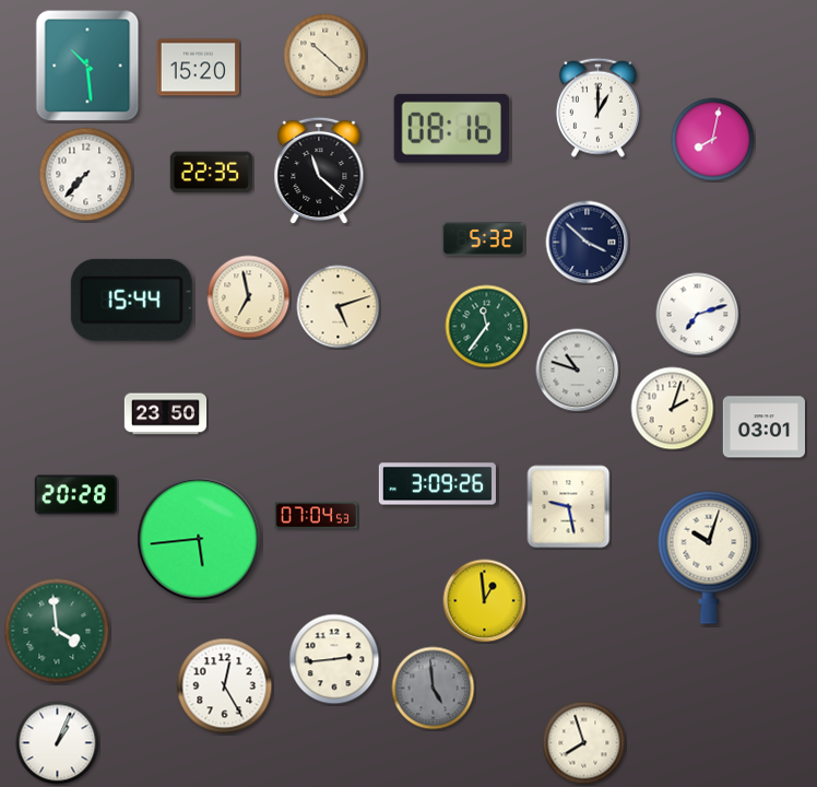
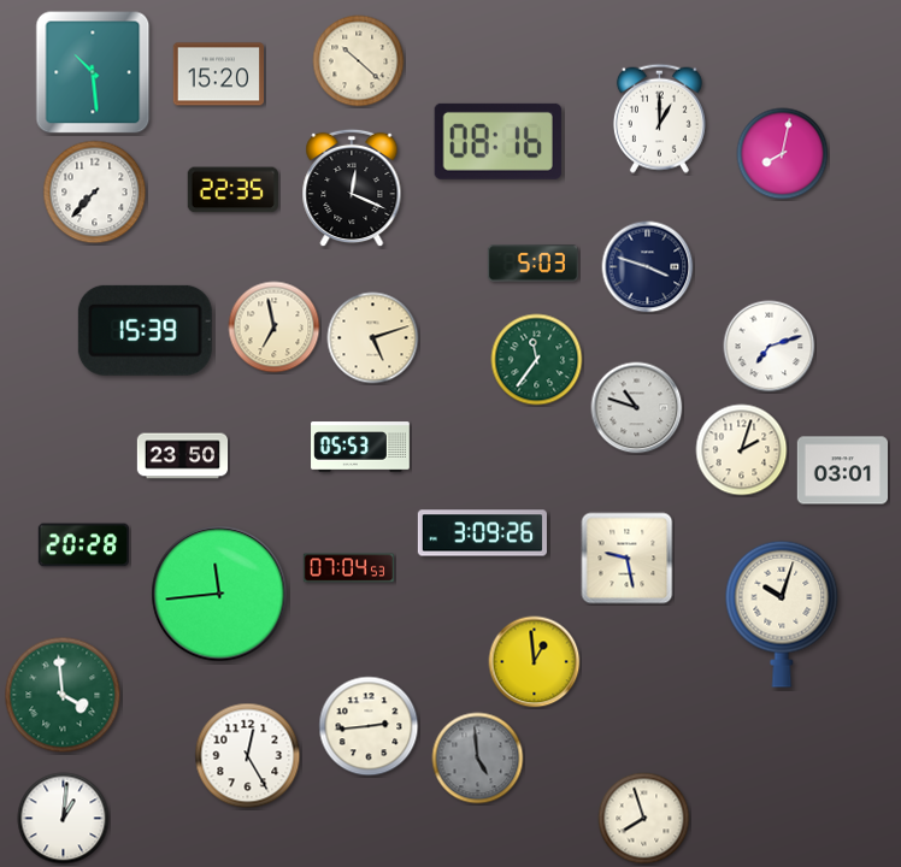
clock at (87, 66) position: (87, 66) -> (93, 72)
clock at (713, 140) position: (713, 140) -> (783, 154)
clock at (319, 171): 11:22 -> 12:19
clock at (483, 239): 5:32 -> 5:03
clock at (588, 243): 3:52 -> 3:48
clock at (131, 299): 15:44 -> 15:39
clock at (360, 447): none -> 05:53
clock at (199, 539): 5:44 -> 11:44
clock at (58, 743): 1:04 -> 1:01
